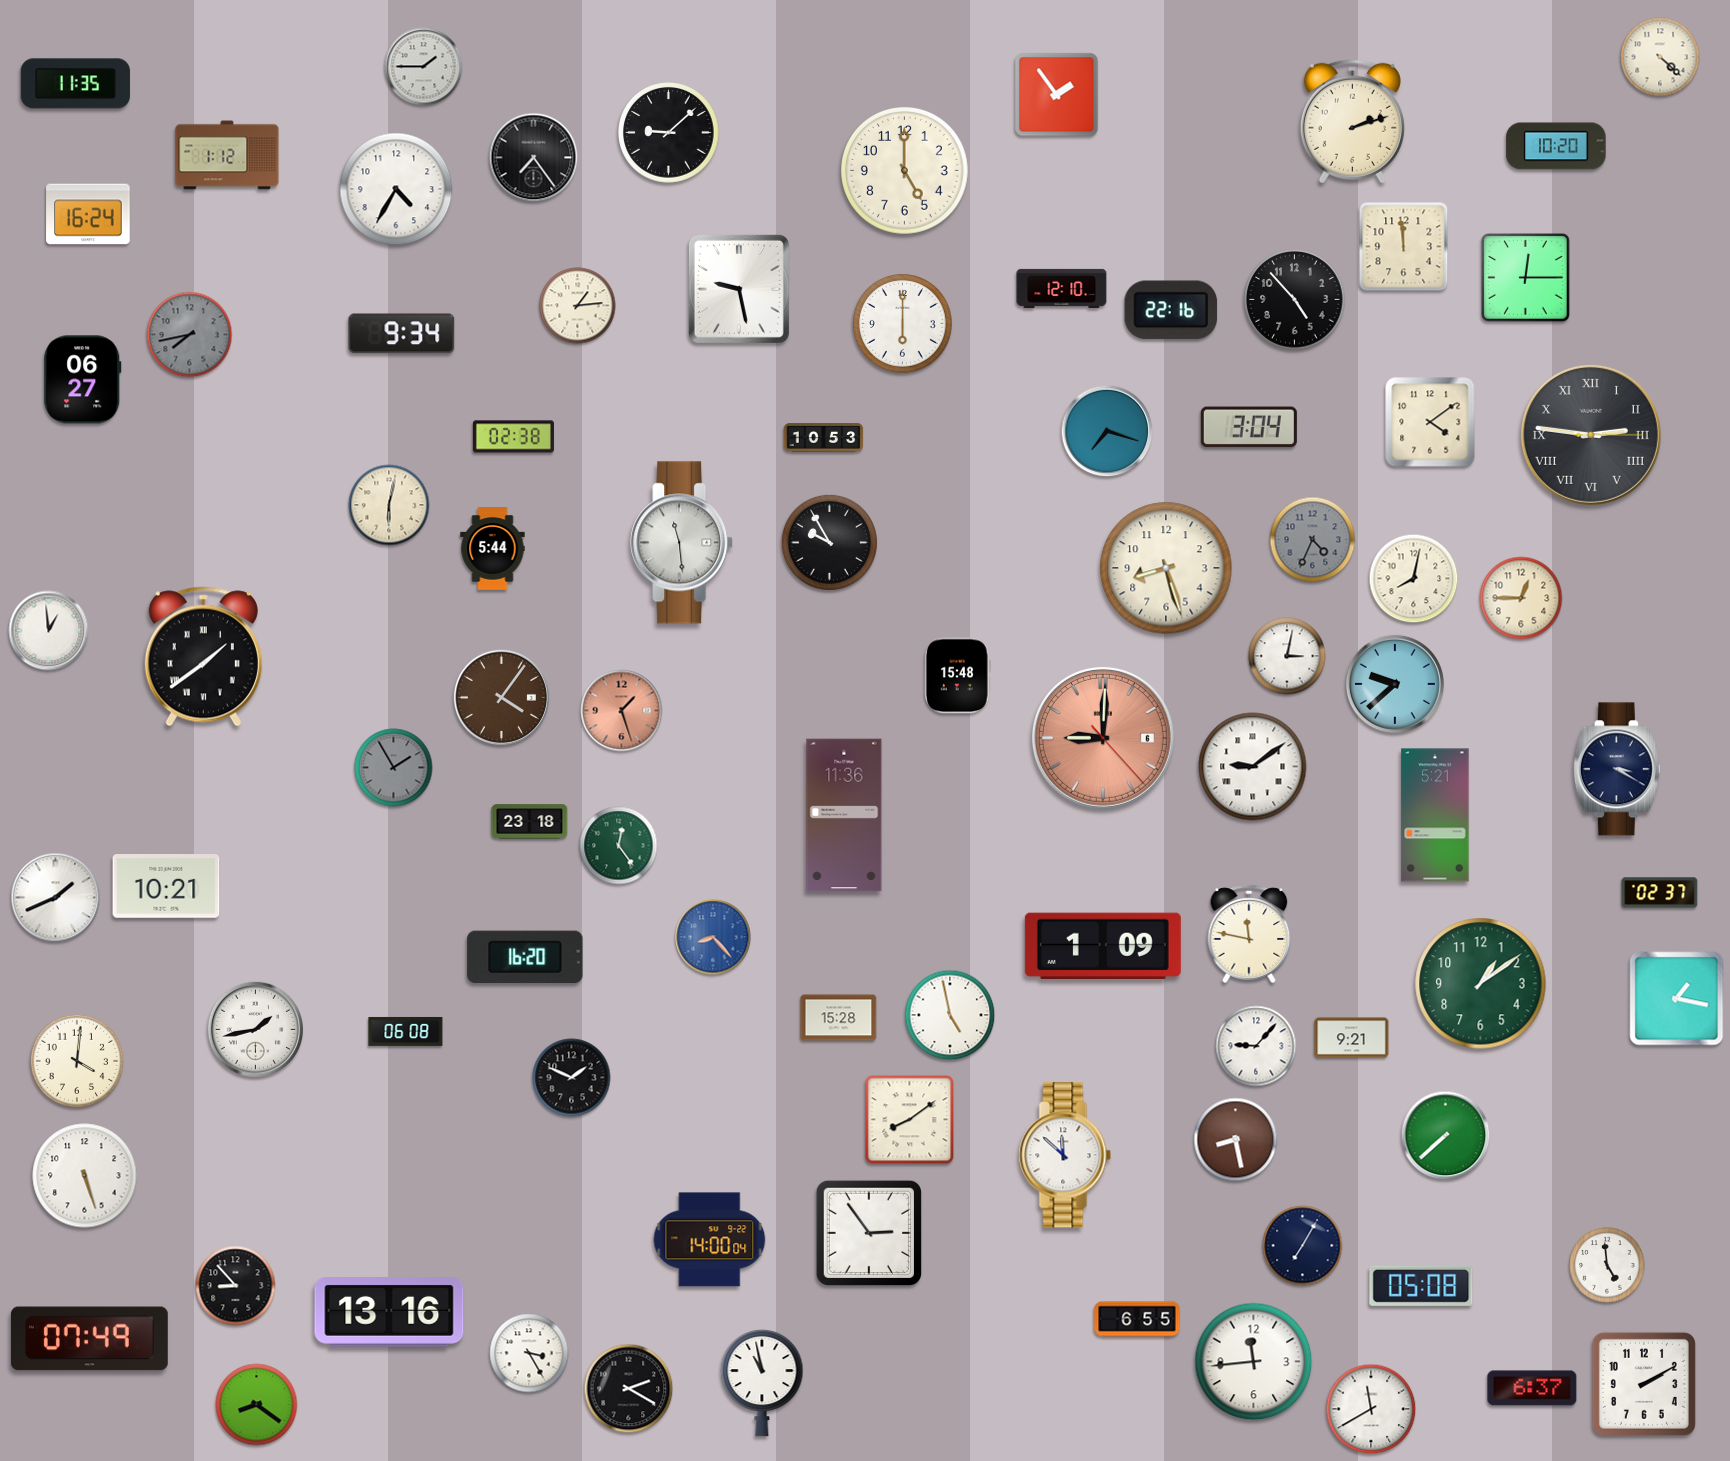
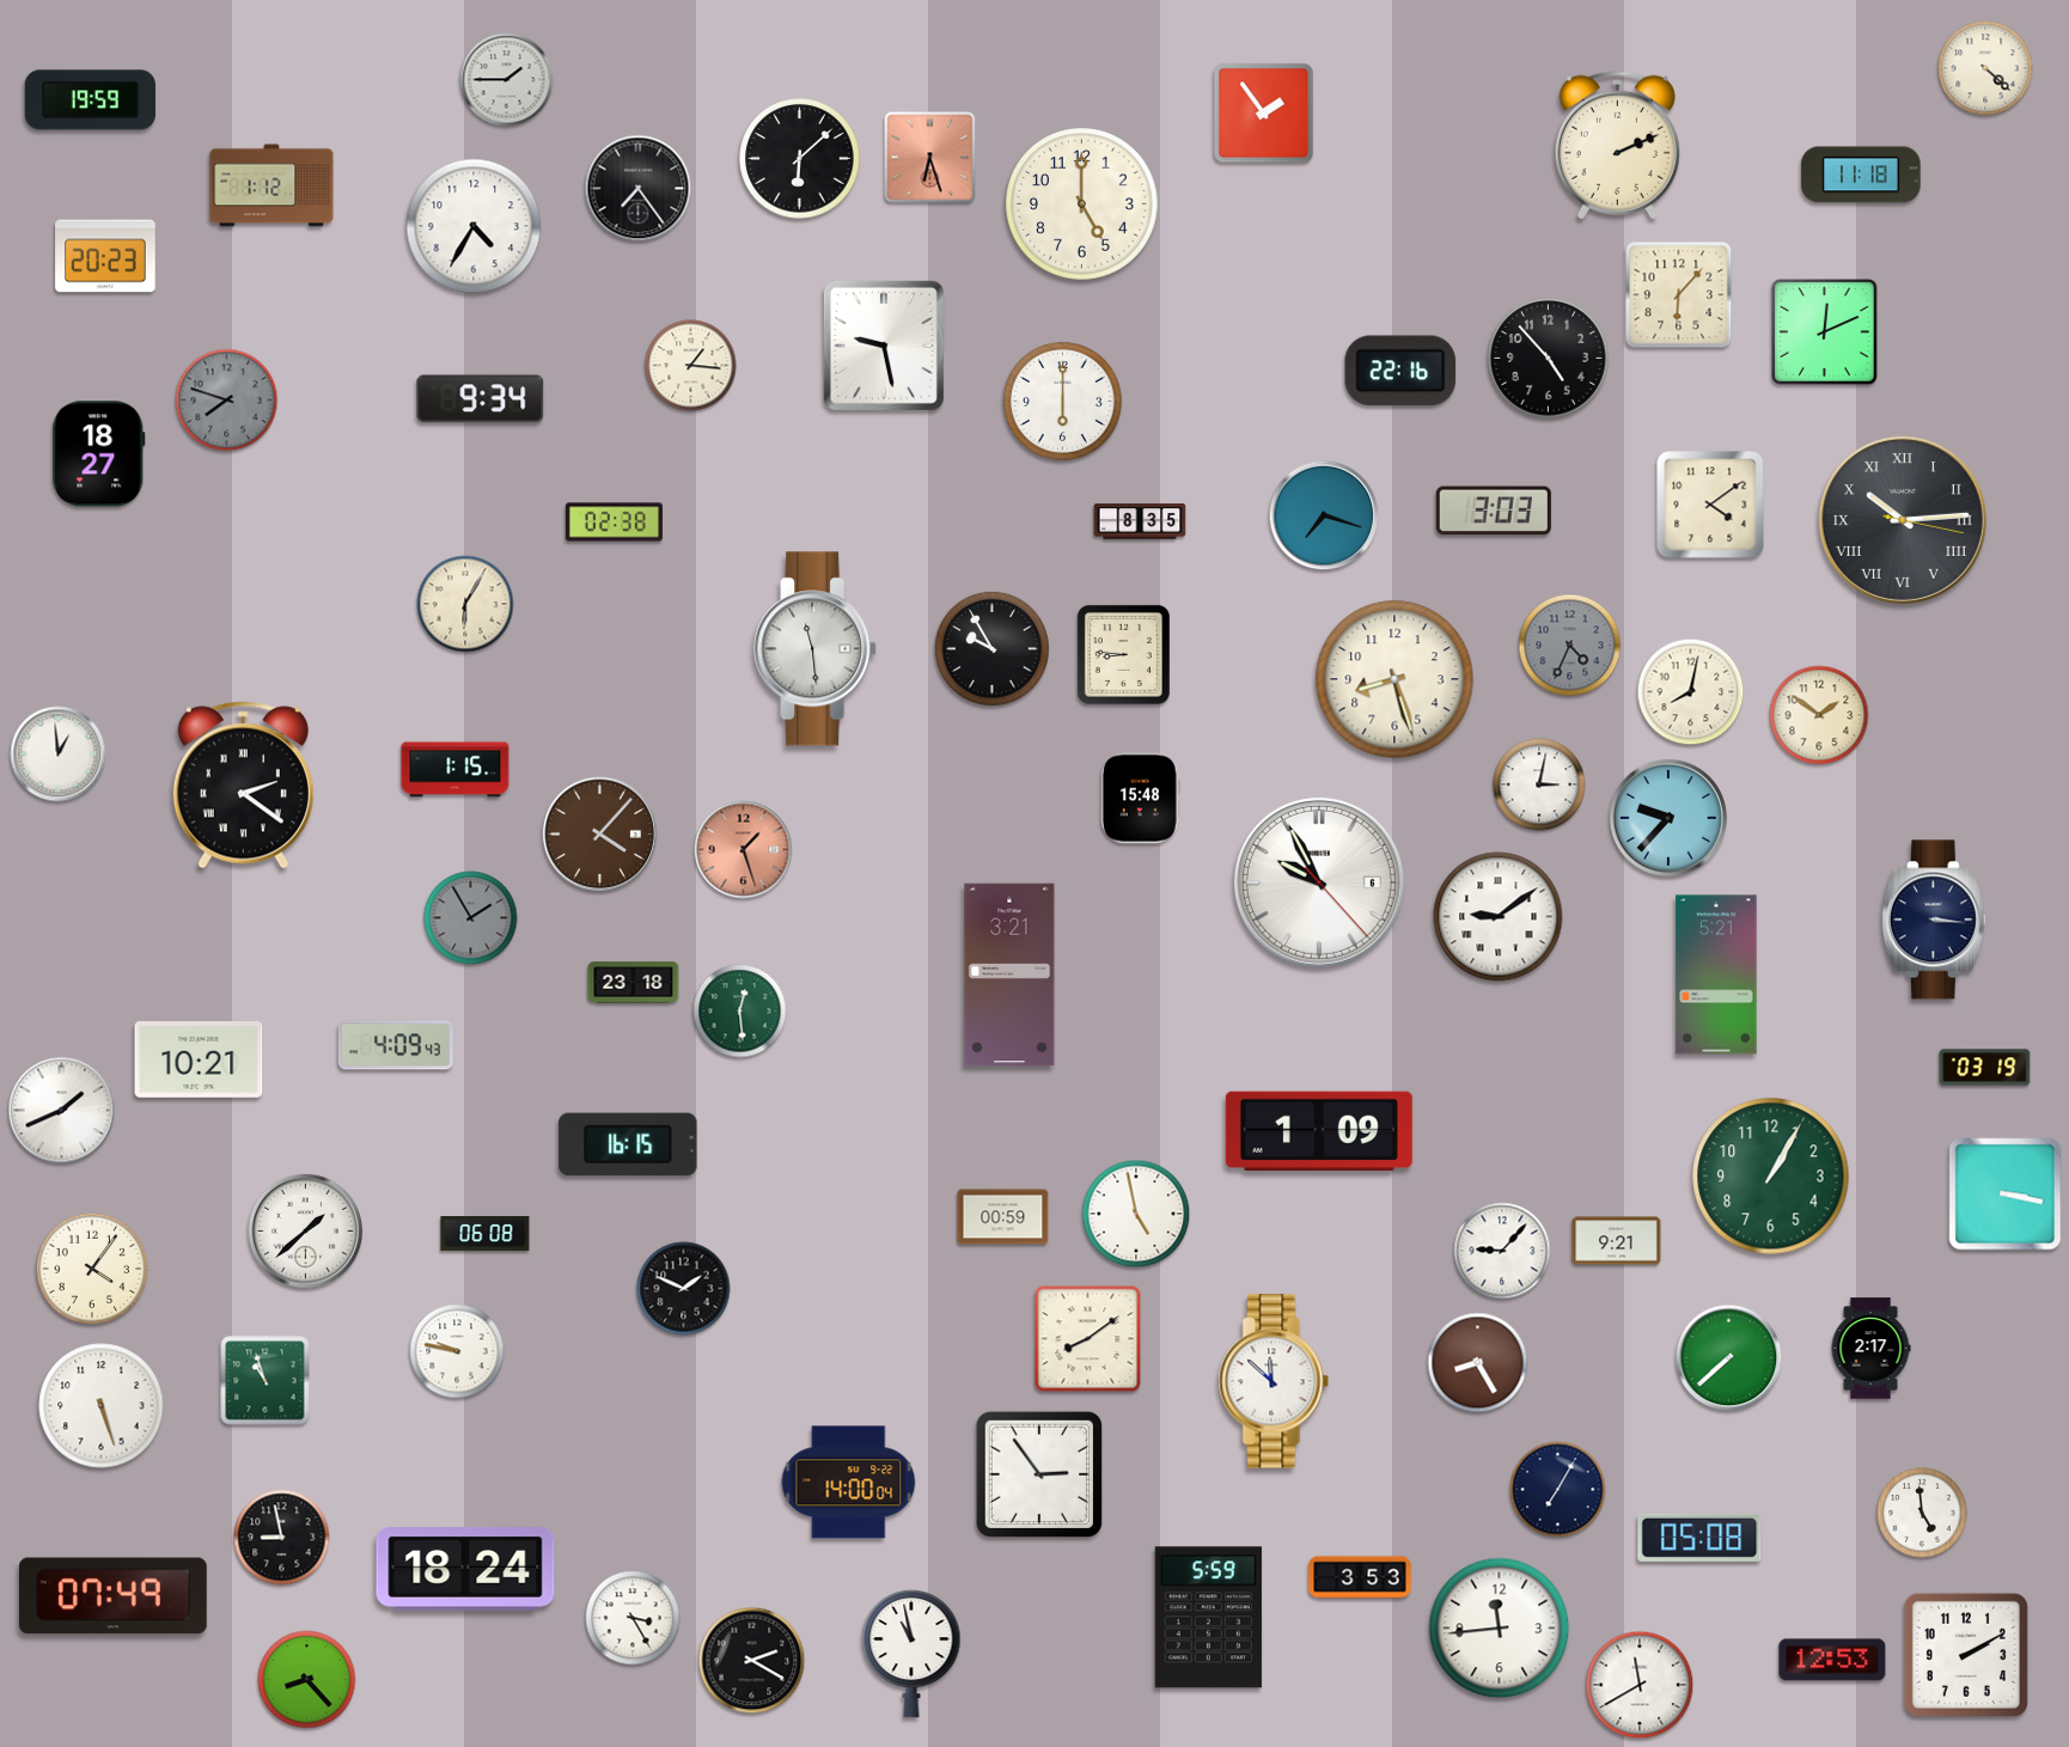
clock at (75, 84): 11:35 -> 19:59
clock at (1352, 121): 2:12 -> 2:11
clock at (930, 158): none -> 6:27
clock at (669, 133): 9:08 -> 6:08
clock at (1556, 146): 10:20 -> 11:18
clock at (88, 214): 16:24 -> 20:23
clock at (1404, 247): 11:59 -> 6:07
clock at (1526, 278): 12:15 -> 12:11
clock at (1062, 288): 12:10 -> none
clock at (578, 306): 1:14 -> 1:16
clock at (903, 324) position: (903, 324) -> (1063, 402)
clock at (190, 335): 7:43 -> 7:48
clock at (83, 380): 06:27 -> 18:27
clock at (1249, 427): 3:04 -> 3:03
clock at (1591, 435): 2:46 -> 10:14
clock at (1140, 521): none -> 8:35
clock at (824, 438): 10:53 -> none
clock at (389, 505): 6:02 -> 6:05
clock at (1123, 654): none -> 8:46
clock at (493, 549): 5:44 -> none
clock at (1521, 598): 12:45 -> 1:51
clock at (456, 770): none -> 1:15
clock at (203, 657): 1:39 -> 2:21
clock at (957, 676) position: (957, 676) -> (1140, 799)
clock at (1395, 684): 9:38 -> 9:37
clock at (501, 697): 4:06 -> 4:07
clock at (1103, 738): 9:00 -> 9:55
clock at (1103, 738) dial: salmon -> white
clock at (1617, 769): 3:20 -> 3:16
clock at (844, 815): 11:36 -> 3:21
clock at (619, 846): 12:24 -> 12:29
clock at (396, 1045): none -> 4:09
clock at (1660, 893): 02:37 -> 03:19
clock at (56, 898) position: (56, 898) -> (62, 1111)
clock at (1249, 934): 11:47 -> none
clock at (713, 937): 8:23 -> none
clock at (525, 957): 16:20 -> 16:15
clock at (1481, 984): 1:09 -> 1:05
clock at (1677, 999): 1:17 -> 3:17
clock at (839, 1018): 15:28 -> 00:59
clock at (255, 1029): 1:43 -> 1:38
clock at (77, 1061): 4:01 -> 4:06
clock at (1870, 1349): none -> 2:17
clock at (457, 1351): none -> 9:47
clock at (1236, 1140): 8:28 -> 8:25
clock at (266, 1381): none -> 10:57
clock at (236, 1286): 8:53 -> 8:58
clock at (389, 1312): 13:16 -> 18:24
clock at (1137, 1319): 6:55 -> 3:53
clock at (89, 1339) position: (89, 1339) -> (112, 1596)
clock at (1208, 1618): none -> 5:59
clock at (1532, 1388): 6:37 -> 12:53
clock at (257, 1405): 8:21 -> 8:23
